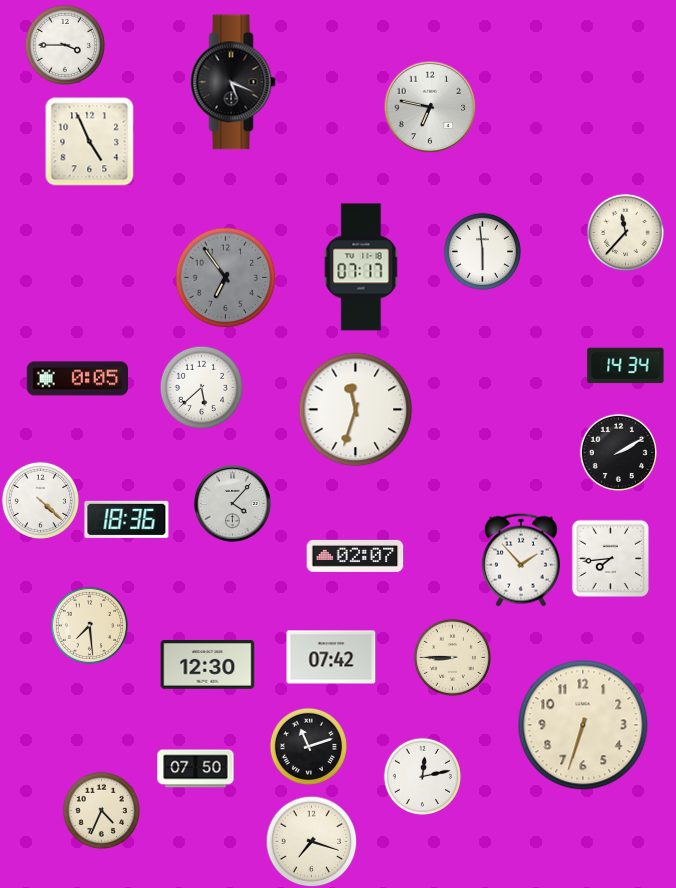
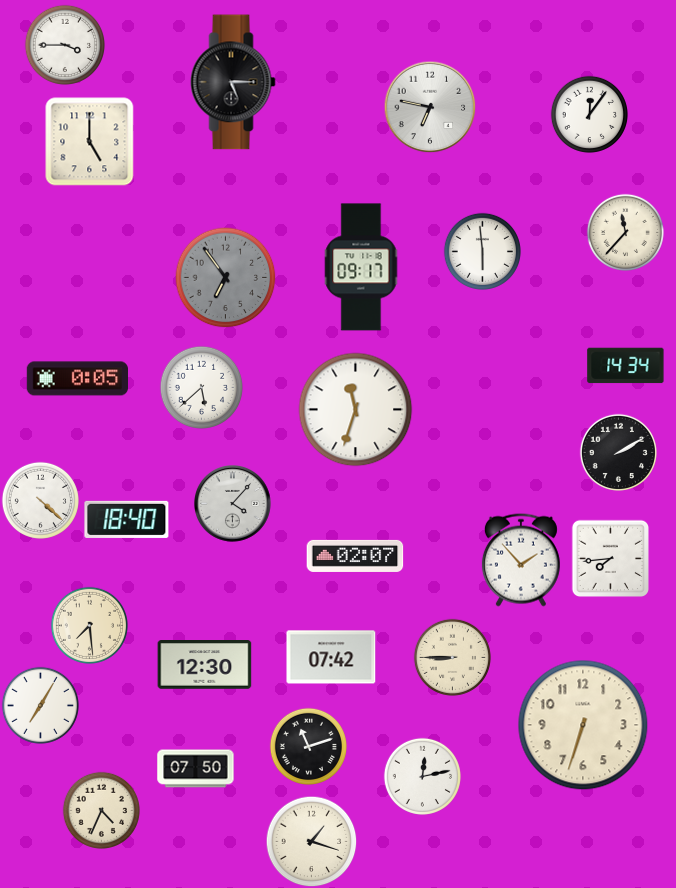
clock at (233, 82): 5:19 -> 5:15
clock at (589, 114): none -> 12:06
clock at (90, 142): 4:56 -> 5:00
clock at (361, 267): 07:17 -> 09:17
clock at (127, 519): 18:36 -> 18:40
clock at (208, 665) position: (208, 665) -> (205, 665)
clock at (40, 705): none -> 7:05
clock at (311, 841): 7:18 -> 1:18
